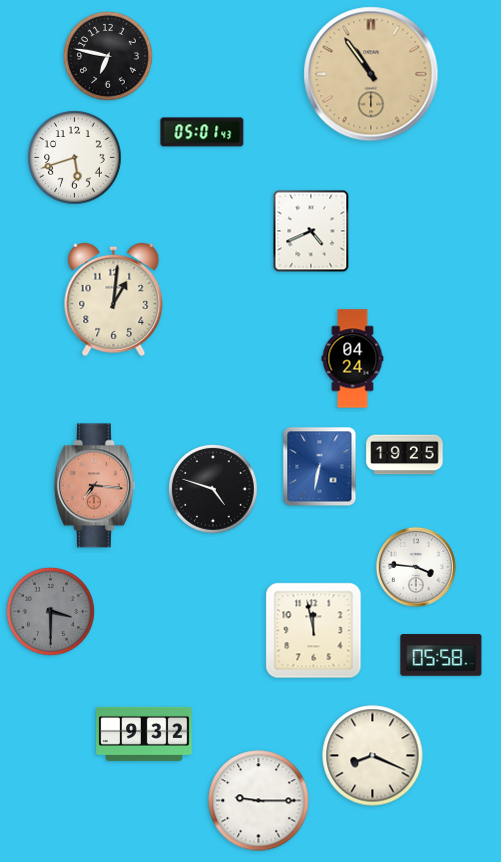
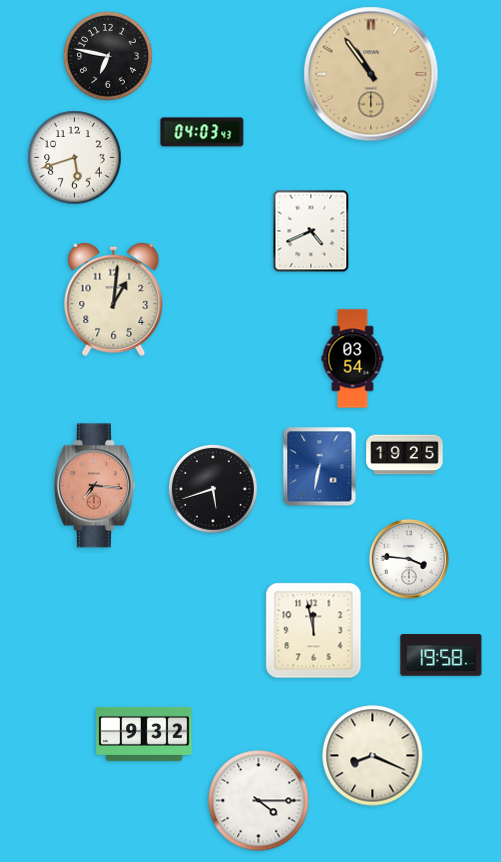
clock at (202, 132): 05:01 -> 04:03
clock at (353, 359): 04:24 -> 03:54
clock at (213, 489): 4:48 -> 5:42
clock at (416, 567) position: (416, 567) -> (409, 559)
clock at (50, 611): 3:30 -> none
clock at (441, 655): 05:58 -> 19:58
clock at (259, 801): 9:15 -> 4:15
